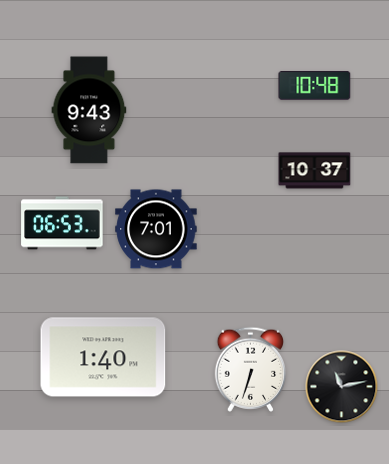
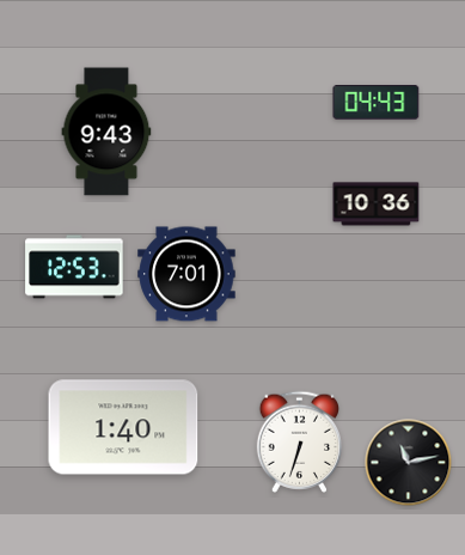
clock at (315, 86): 10:48 -> 04:43
clock at (315, 171): 10:37 -> 10:36
clock at (62, 223): 06:53 -> 12:53
